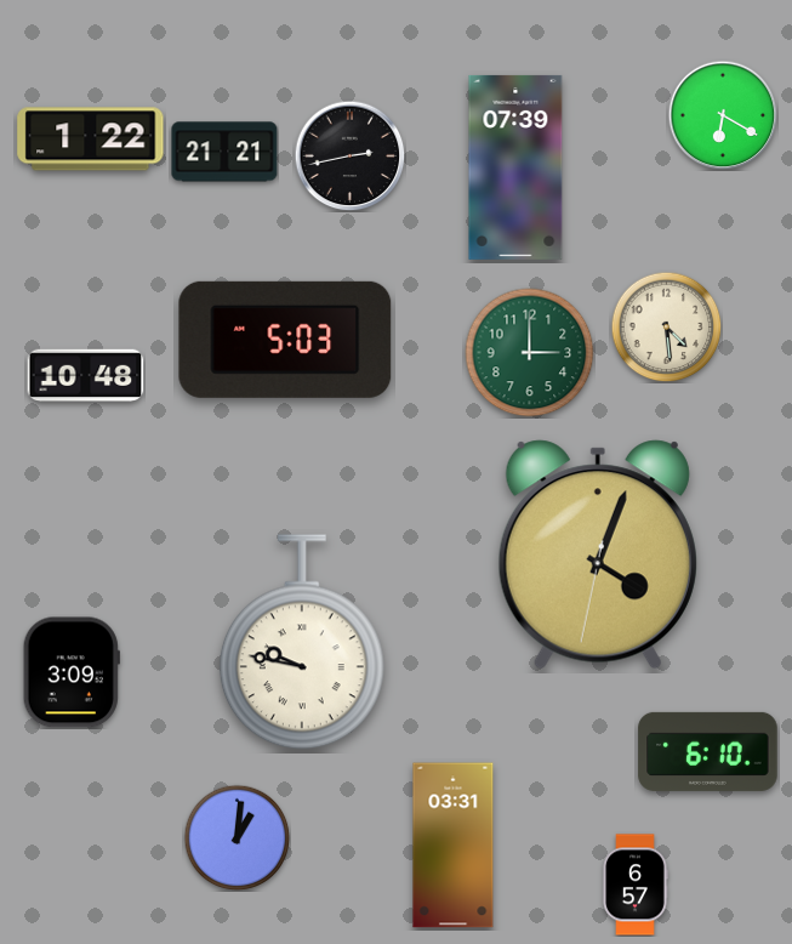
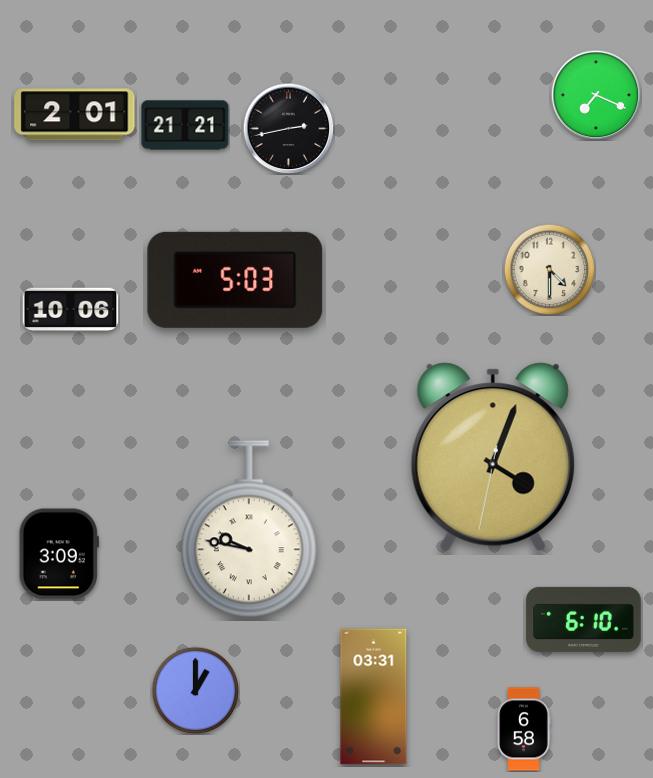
clock at (723, 115): 6:20 -> 7:19
clock at (91, 140): 1:22 -> 2:01
clock at (515, 167): 07:39 -> none
clock at (666, 326): 4:29 -> 4:30
clock at (530, 353): 3:00 -> none
clock at (86, 376): 10:48 -> 10:06
clock at (237, 837): 1:01 -> 1:00
clock at (636, 885): 6:57 -> 6:58
